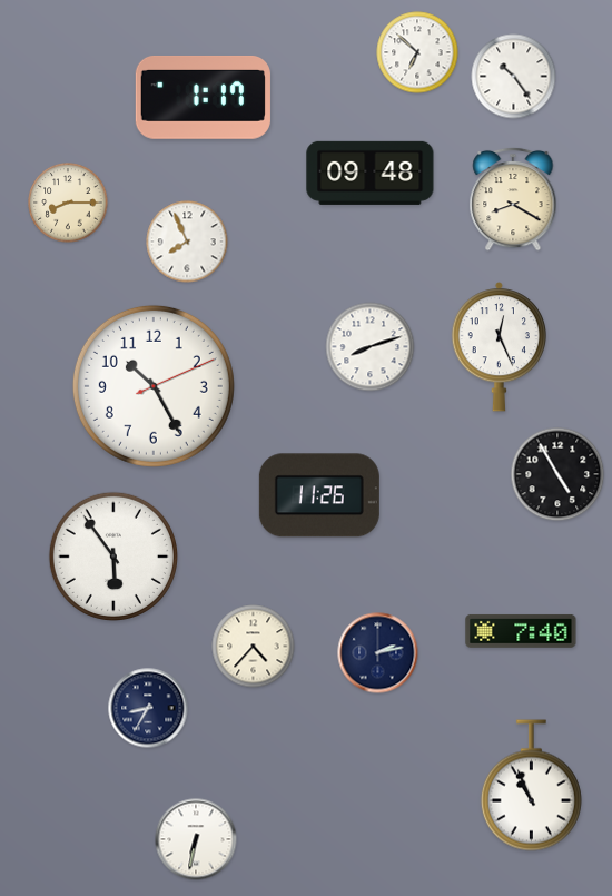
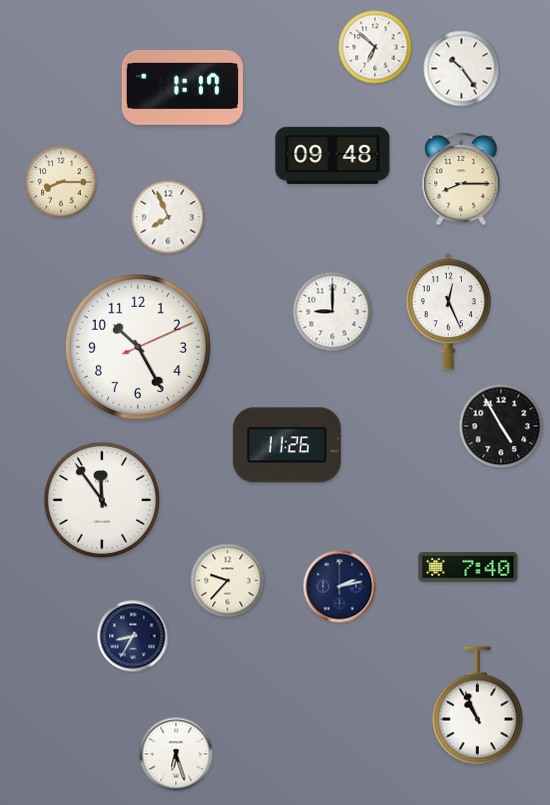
clock at (513, 199): 8:20 -> 8:15
clock at (371, 347): 8:12 -> 9:00
clock at (113, 557): 5:54 -> 11:54
clock at (254, 647): 4:37 -> 9:37
clock at (196, 839): 6:32 -> 6:27
